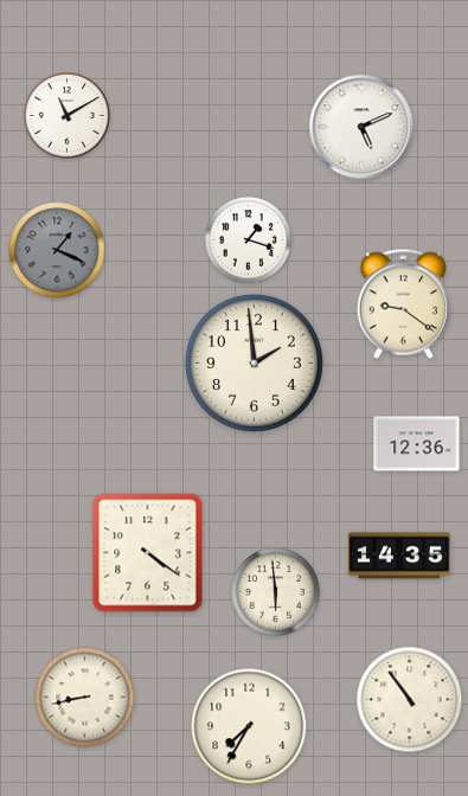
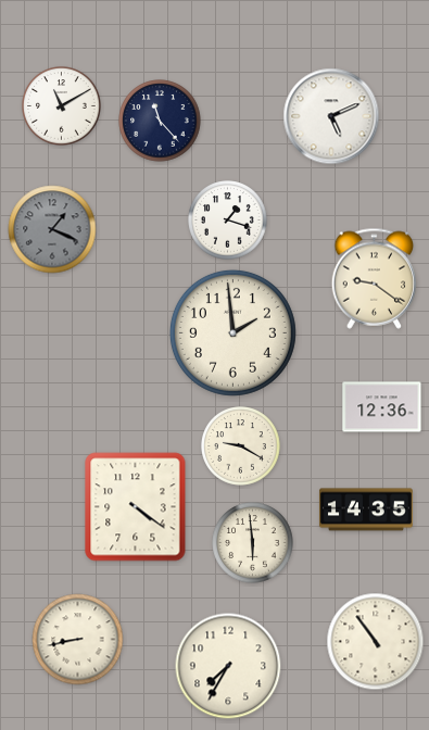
clock at (160, 121): none -> 11:23
clock at (404, 303) position: (404, 303) -> (375, 278)
clock at (241, 446): none -> 9:20
